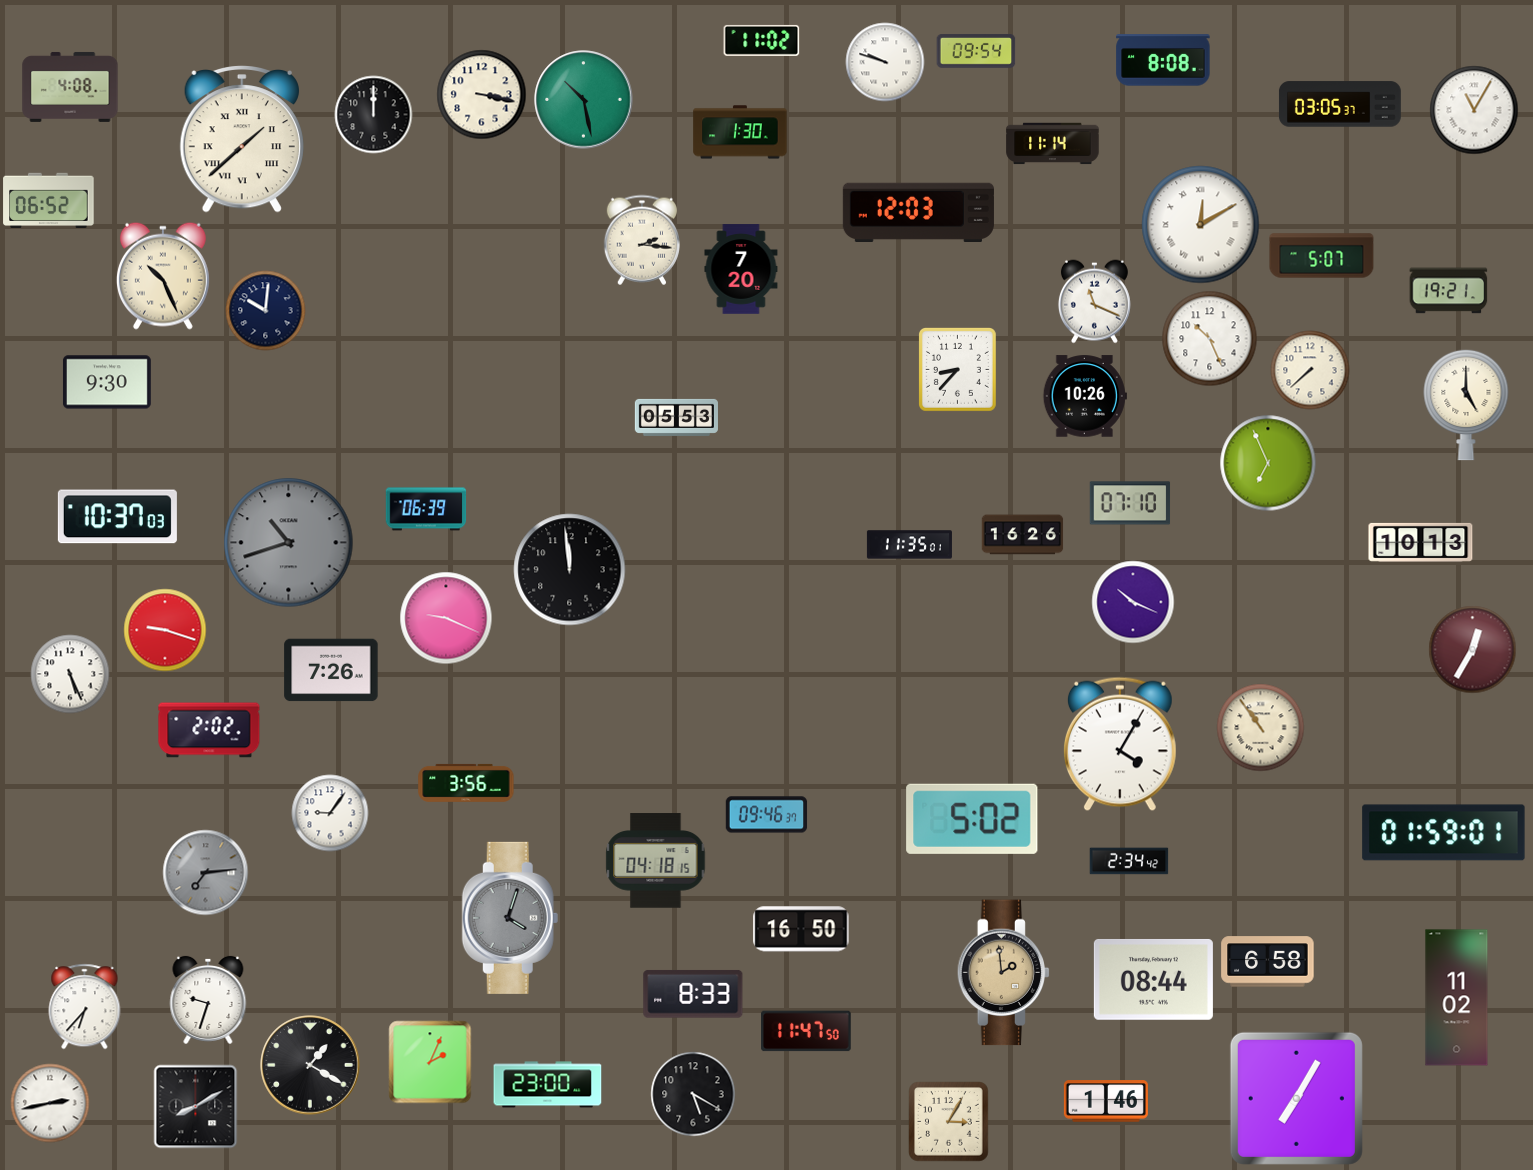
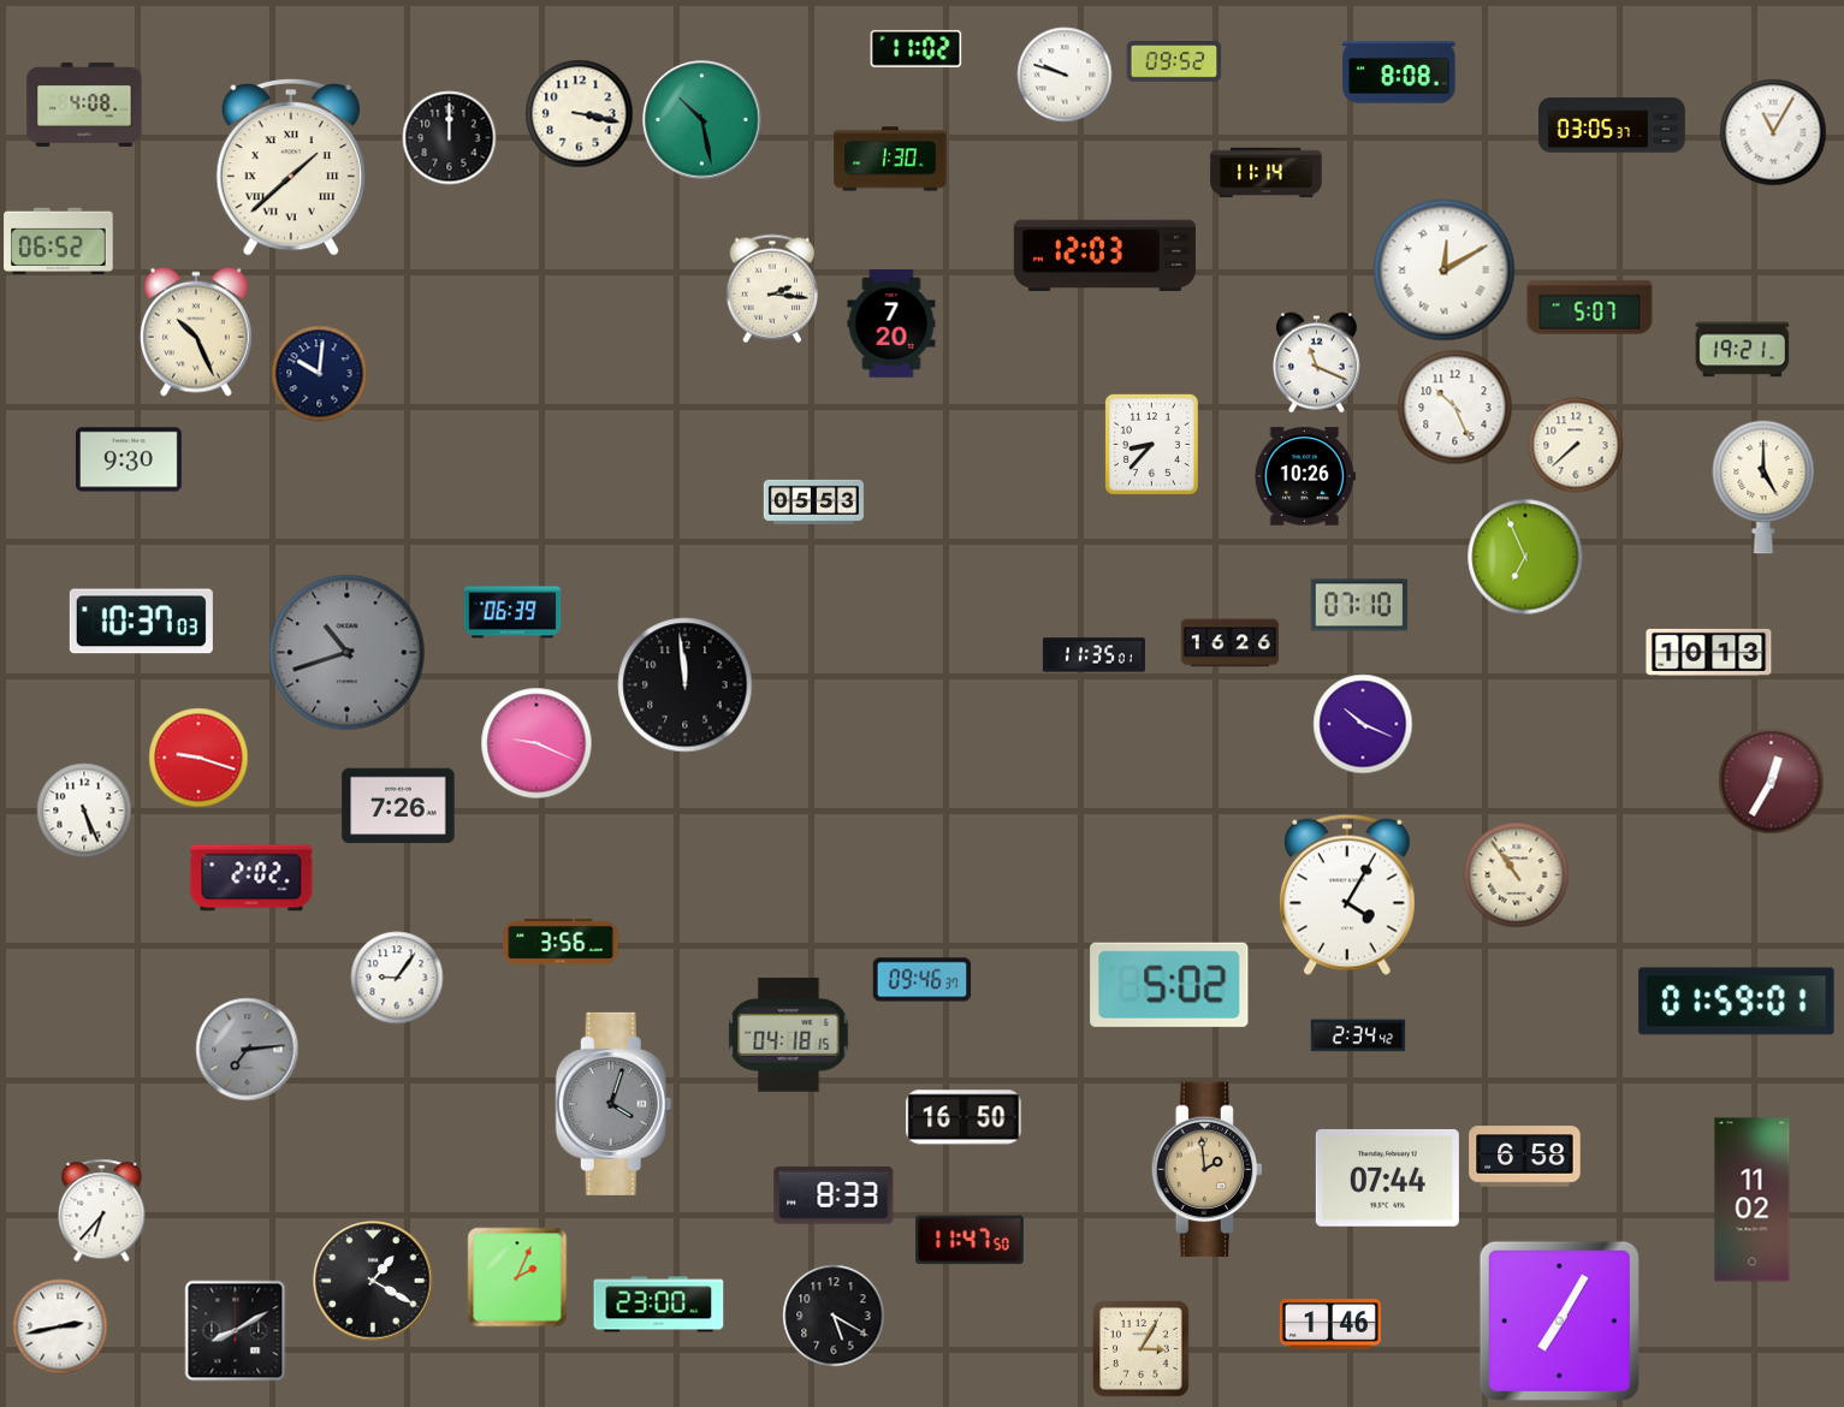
clock at (976, 52): 09:54 -> 09:52
clock at (1153, 980): 08:44 -> 07:44
clock at (208, 1000): 9:33 -> none
